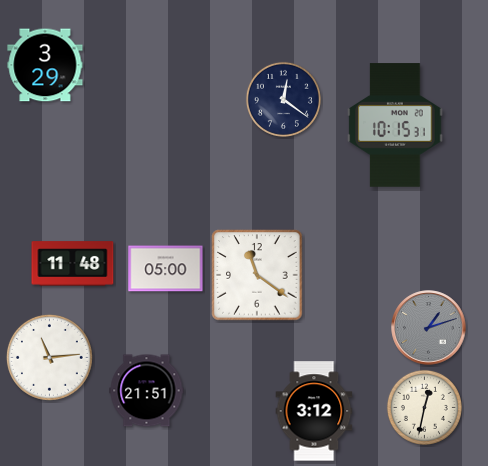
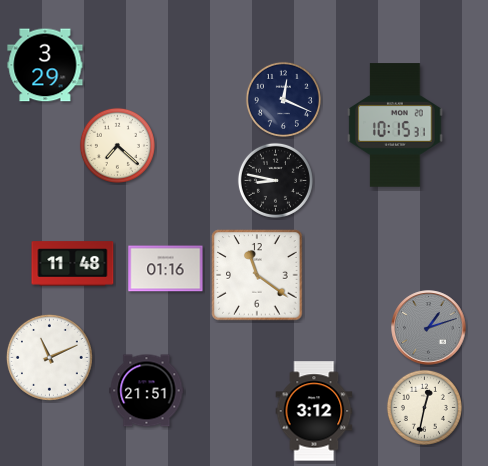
clock at (283, 99): 12:21 -> 12:19
clock at (117, 145): none -> 7:22
clock at (275, 180): none -> 8:47
clock at (166, 269): 05:00 -> 01:16
clock at (49, 357): 11:14 -> 11:11
